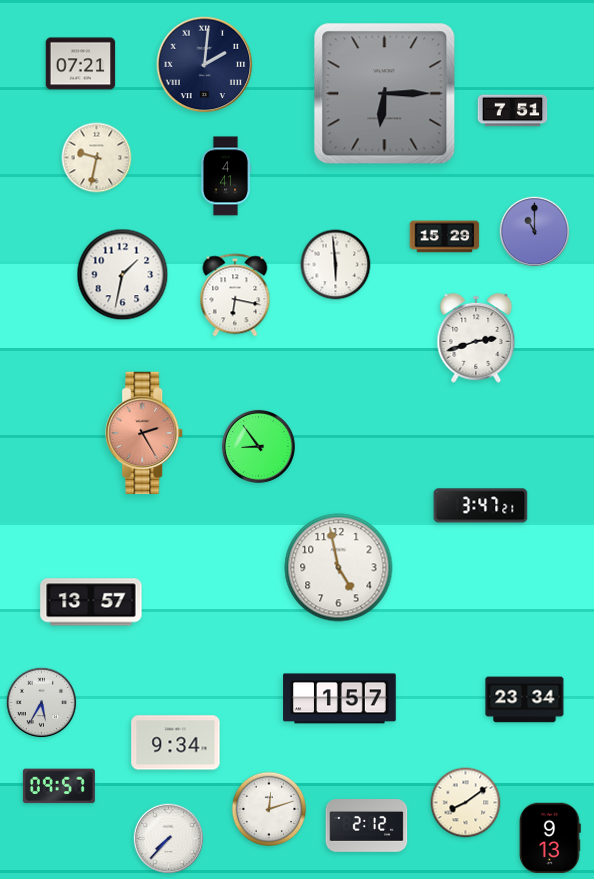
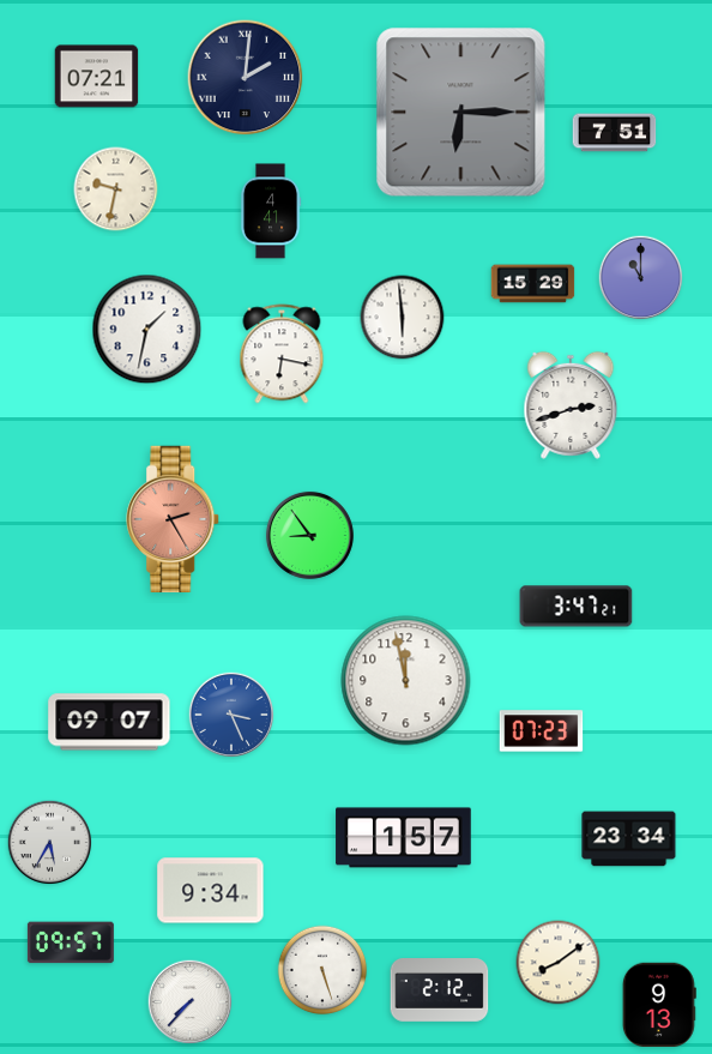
clock at (339, 568): 4:58 -> 11:58
clock at (230, 713): none -> 3:26
clock at (91, 602): 13:57 -> 09:07
clock at (542, 731): none -> 07:23
clock at (340, 699) position: (340, 699) -> (404, 838)
clock at (269, 809): 12:12 -> 5:27
clock at (169, 839) position: (169, 839) -> (191, 1002)
